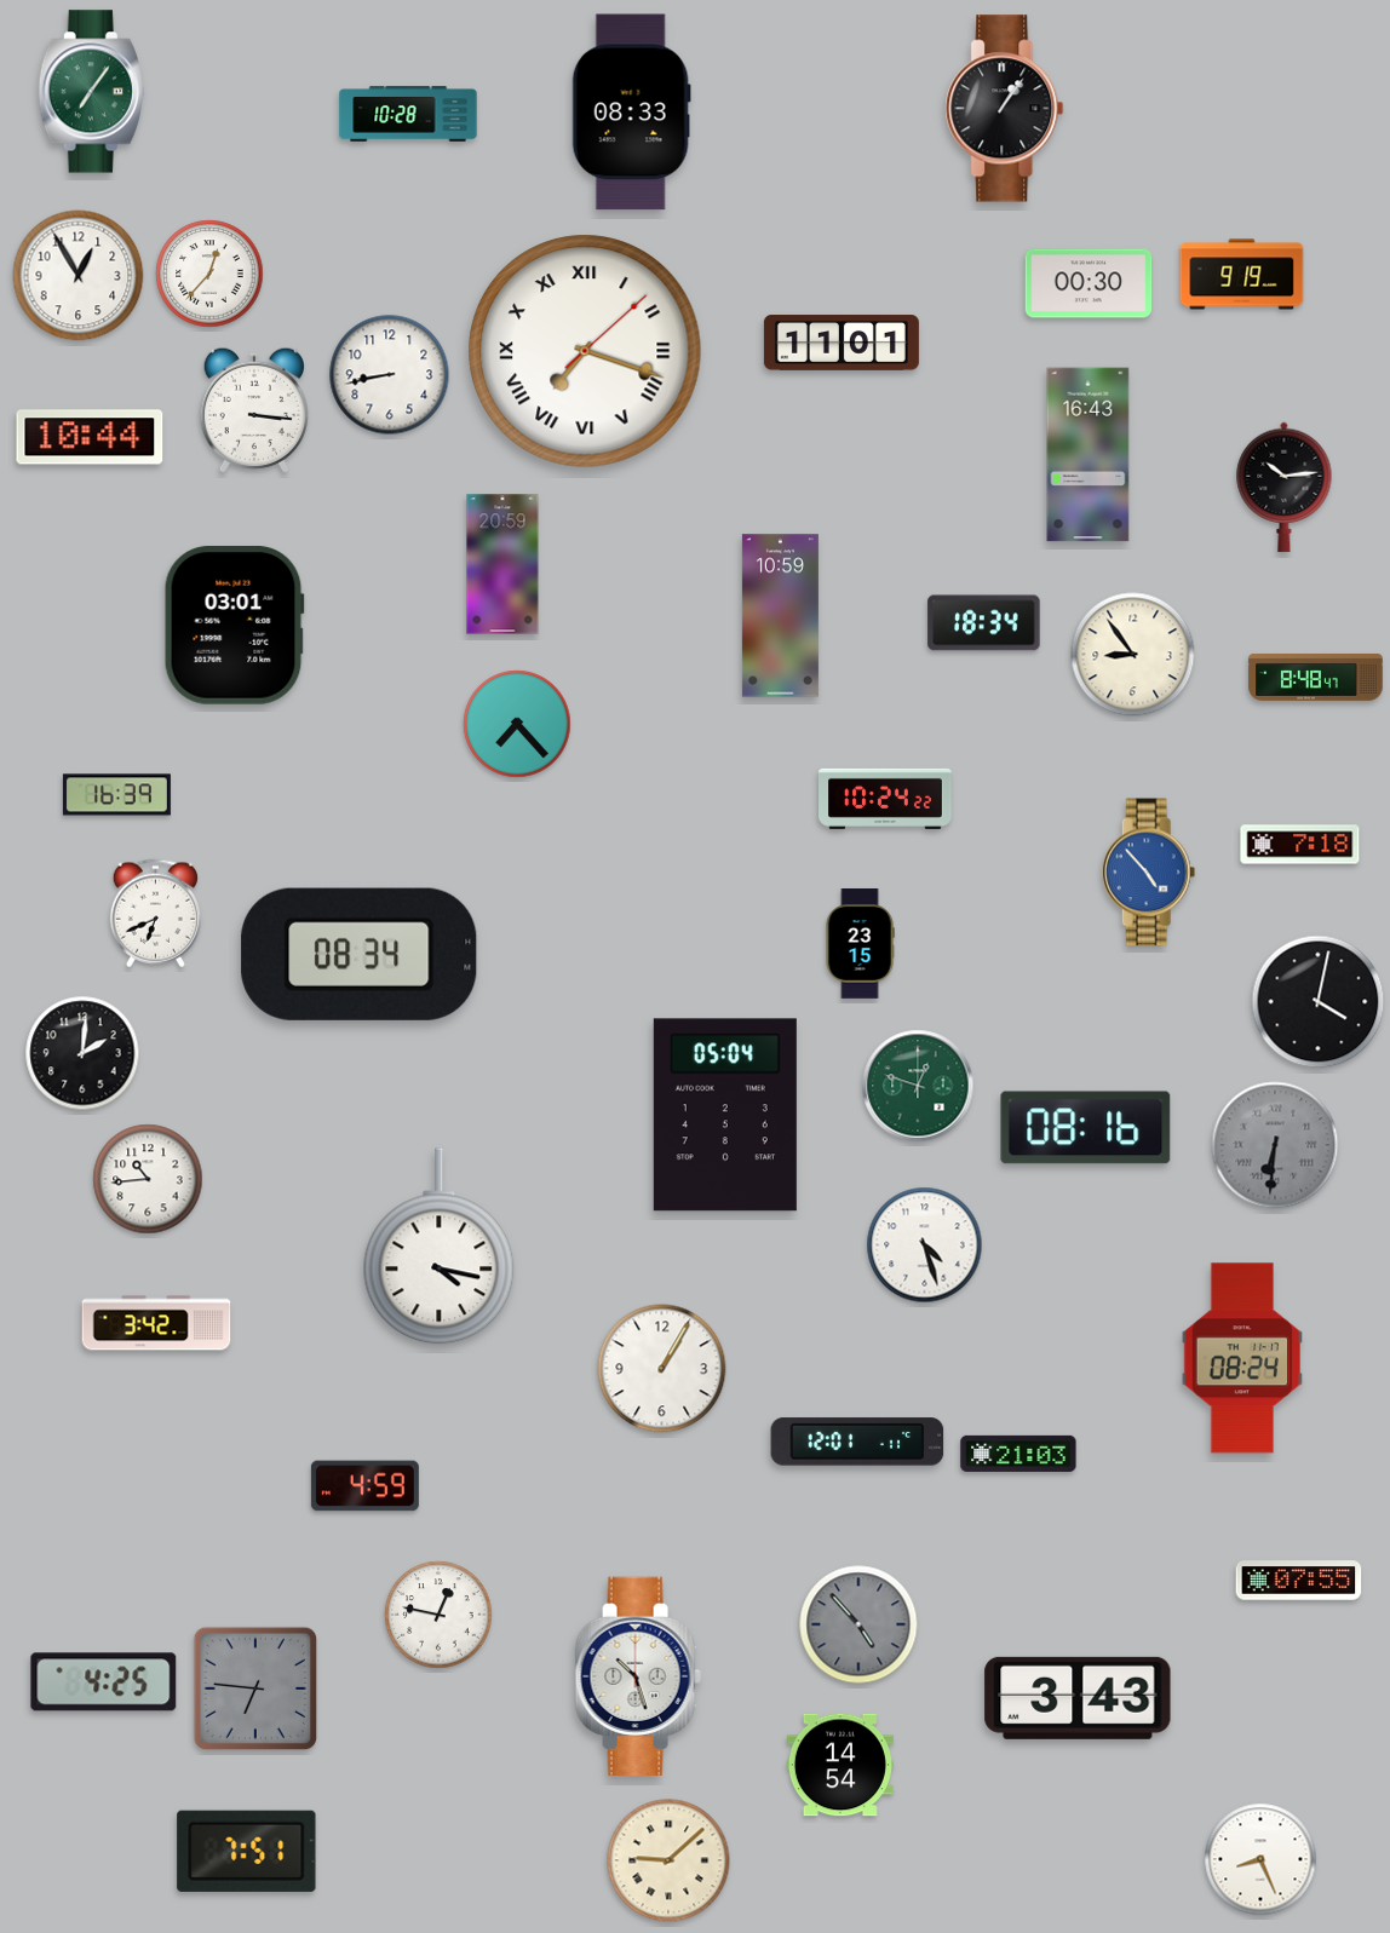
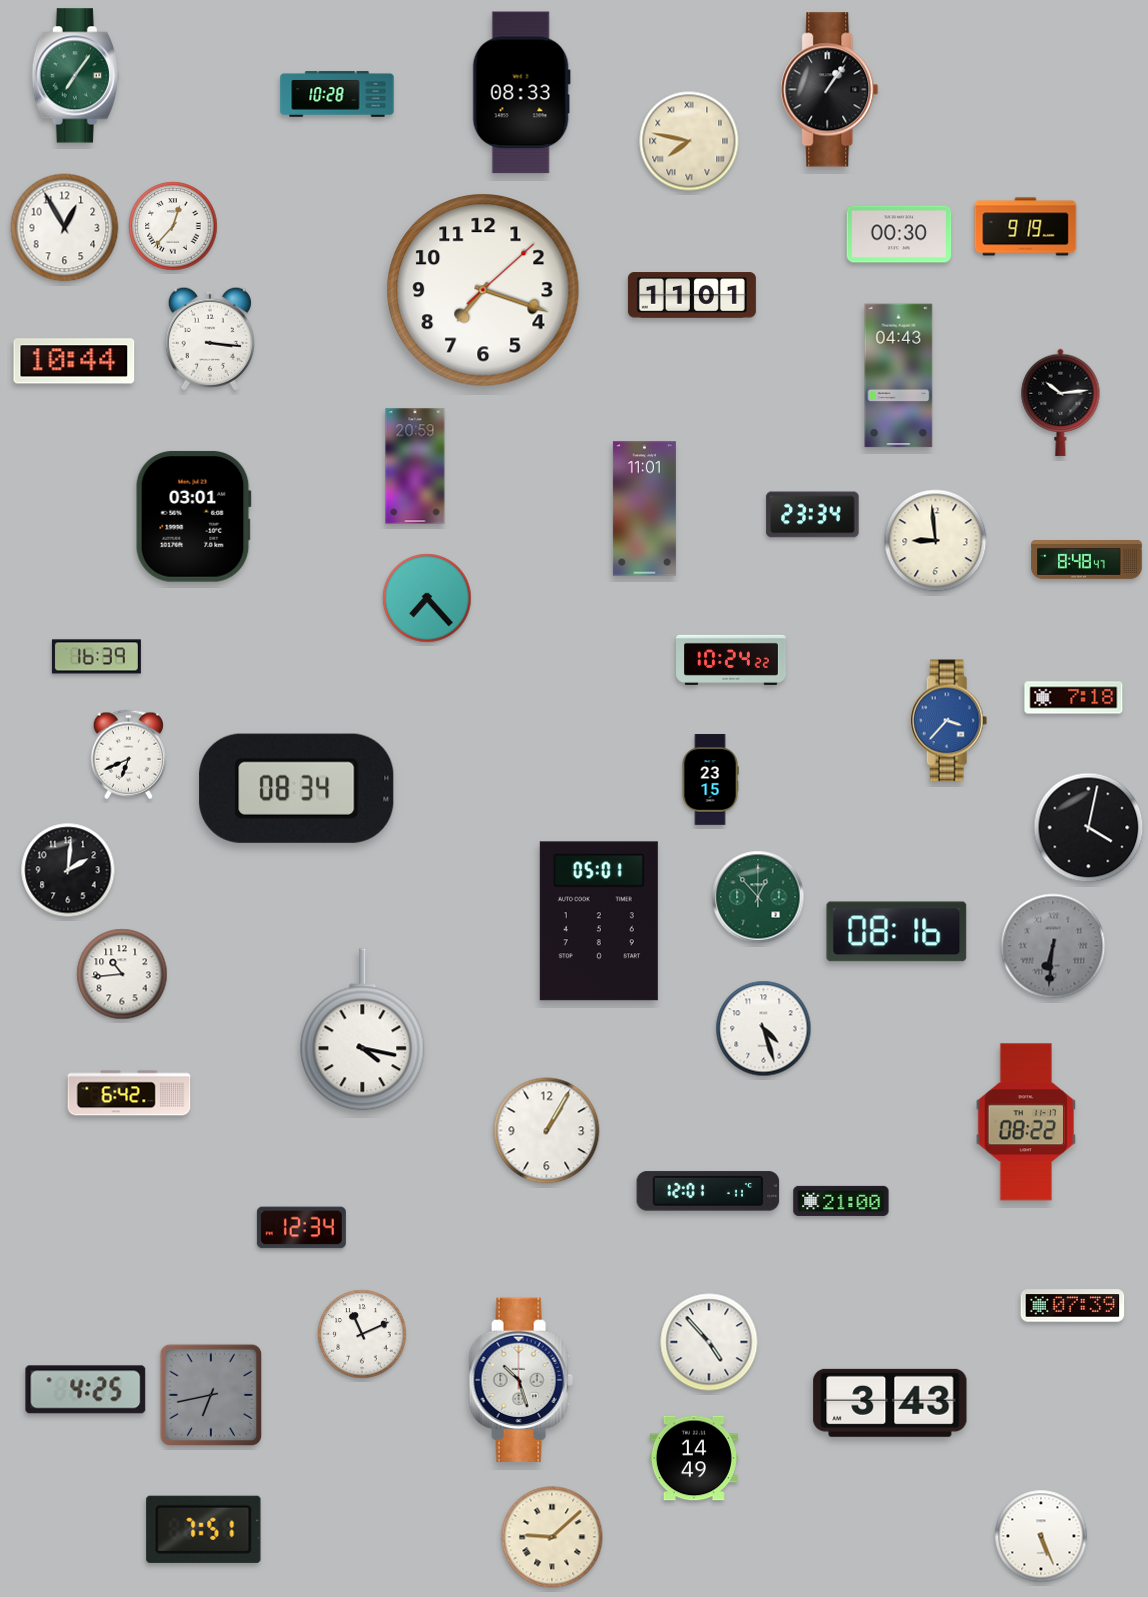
clock at (689, 141): none -> 7:47
clock at (842, 343) position: (842, 343) -> (692, 295)
clock at (585, 351) numerals: Roman -> Arabic
clock at (390, 375): 8:43 -> none
clock at (1089, 455): 16:43 -> 04:43
clock at (780, 616): 10:59 -> 11:01
clock at (984, 623): 18:34 -> 23:34
clock at (1133, 655): 8:54 -> 8:59
clock at (1149, 873): 4:53 -> 3:37
clock at (918, 1086): 12:48 -> 12:53
clock at (725, 1115): 05:04 -> 05:01
clock at (156, 1323): 3:42 -> 6:42
clock at (1242, 1358): 08:24 -> 08:22
clock at (1018, 1454): 21:03 -> 21:00
clock at (364, 1486): 4:59 -> 12:34
clock at (1299, 1581): 07:55 -> 07:39
clock at (438, 1615): 12:47 -> 11:11
clock at (858, 1624) dial: grey -> white
clock at (638, 1676) position: (638, 1676) -> (521, 1380)
clock at (254, 1687): 6:46 -> 6:43
clock at (840, 1765): 14:54 -> 14:49
clock at (1260, 1859): 8:26 -> 5:26
